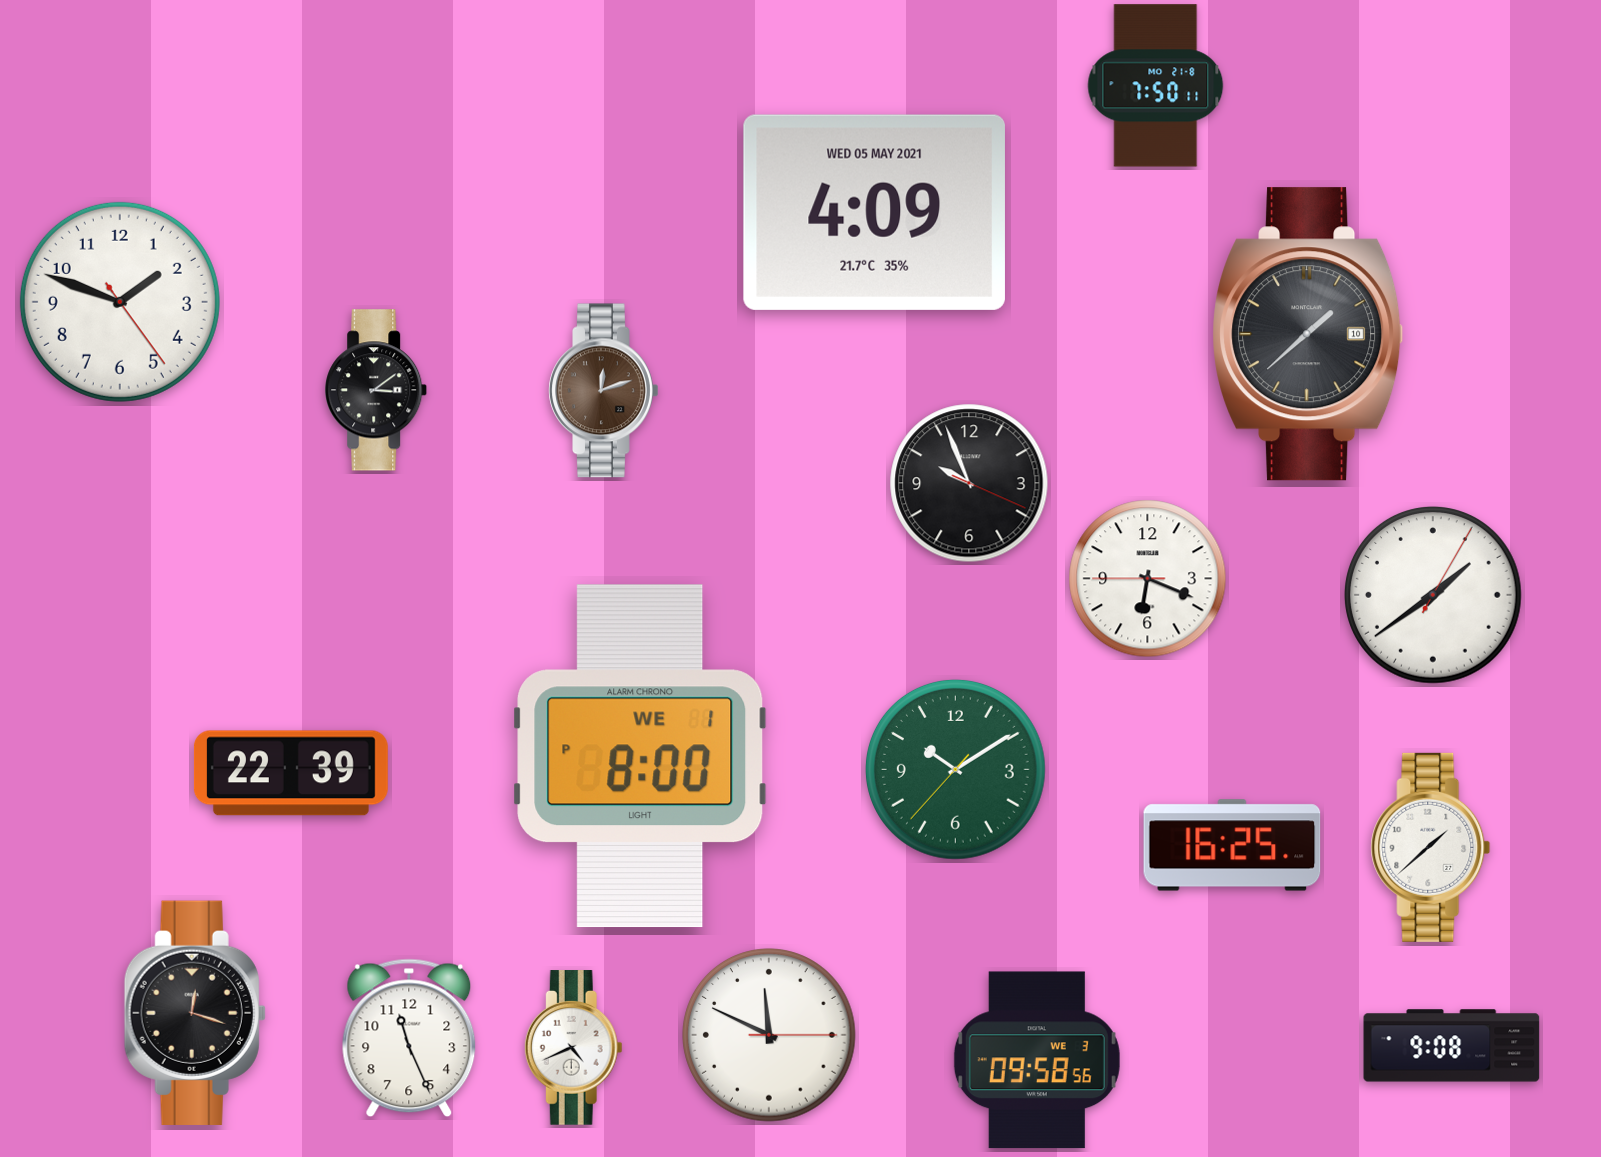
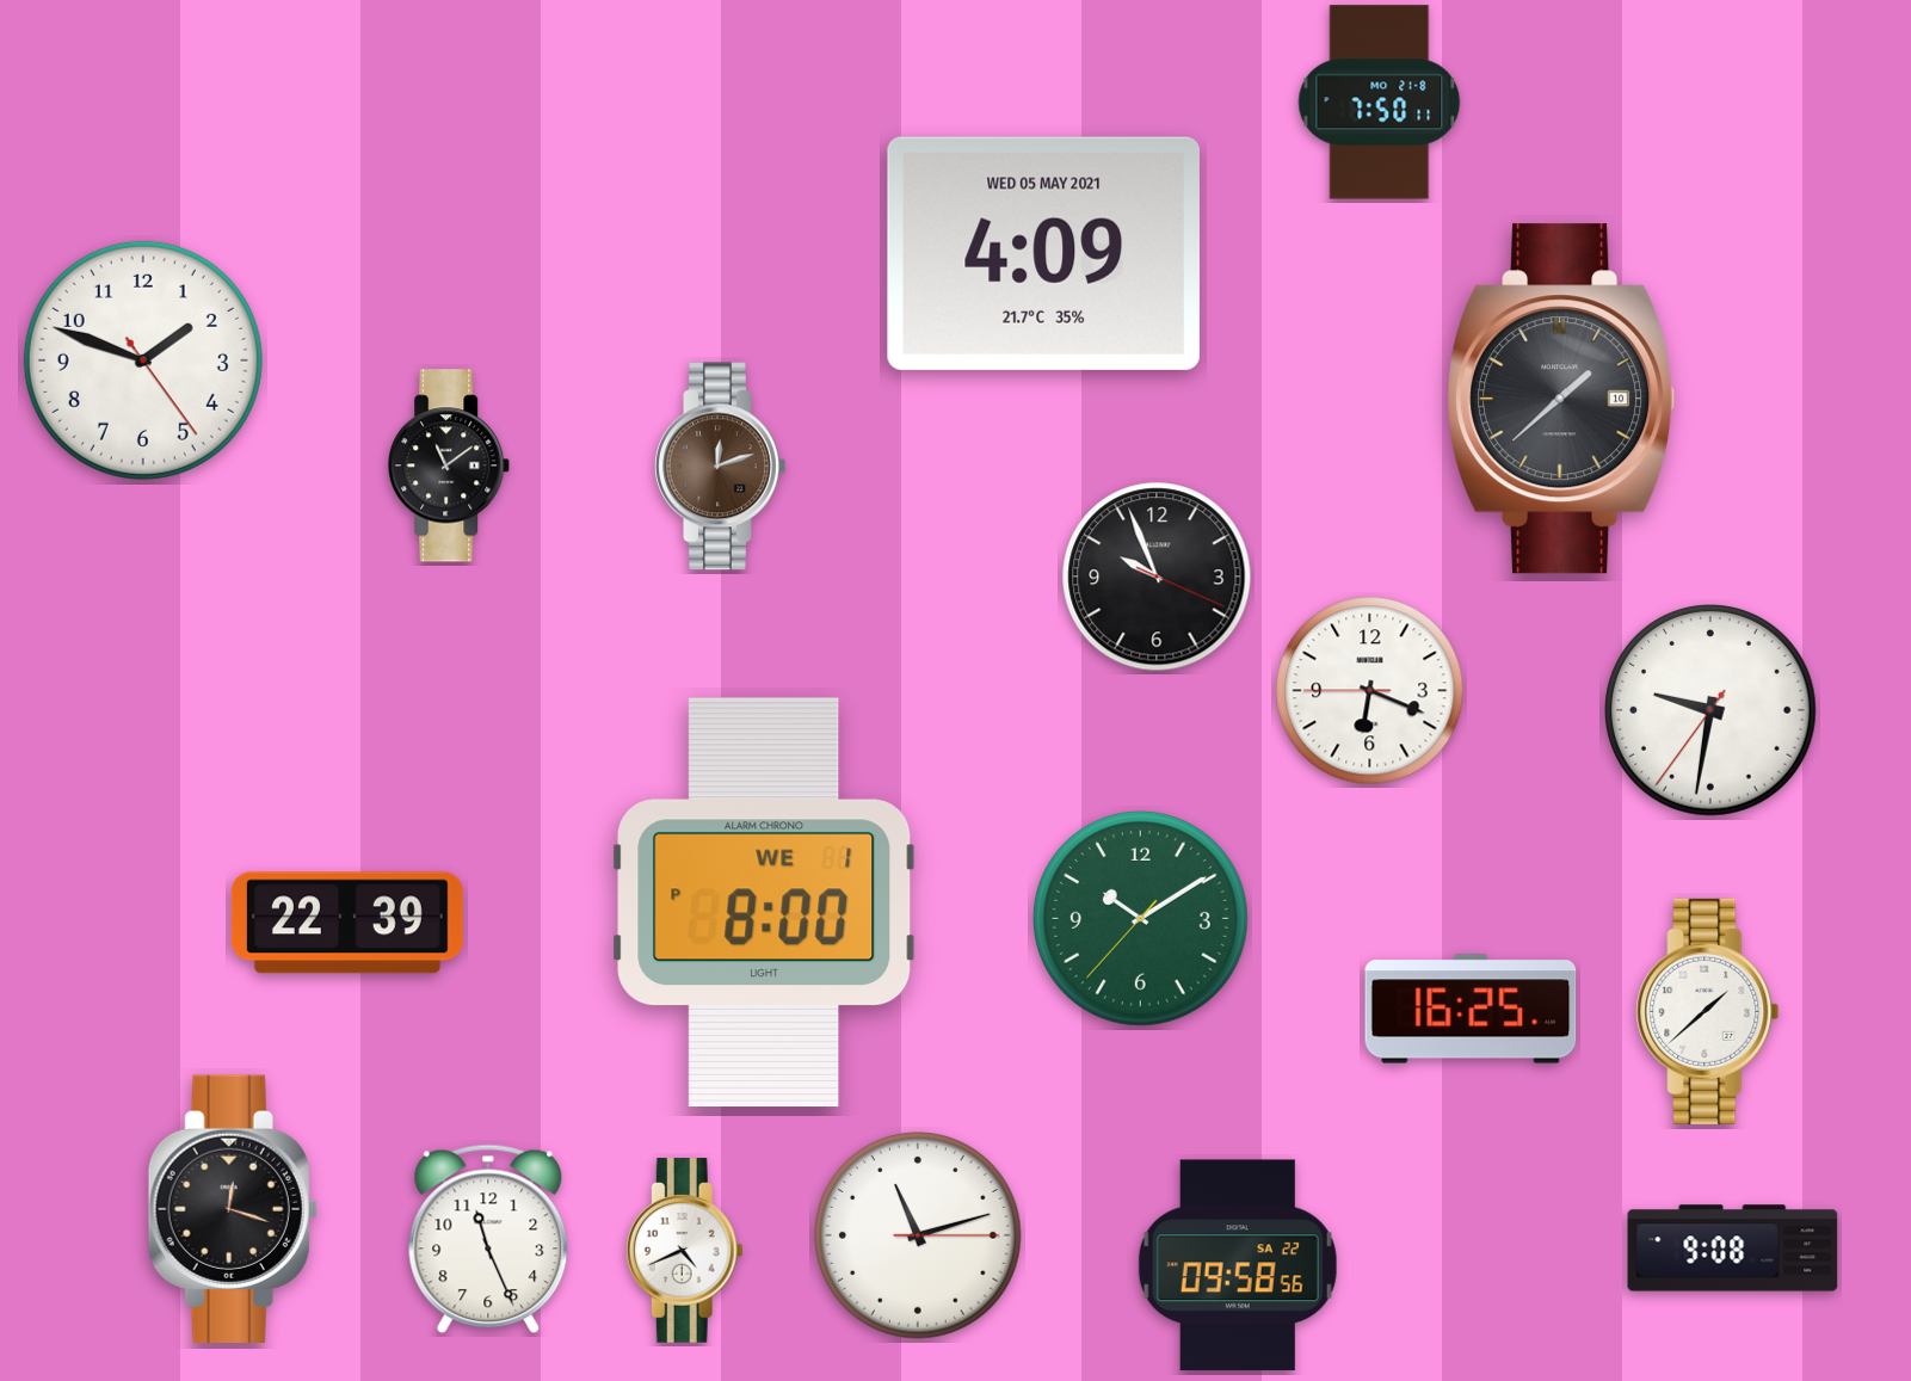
clock at (377, 390): 3:09 -> 11:09
clock at (1434, 596): 1:39 -> 9:31
clock at (769, 1035): 11:49 -> 11:12
clock at (1037, 1060) date: WE 3 -> SA 22
